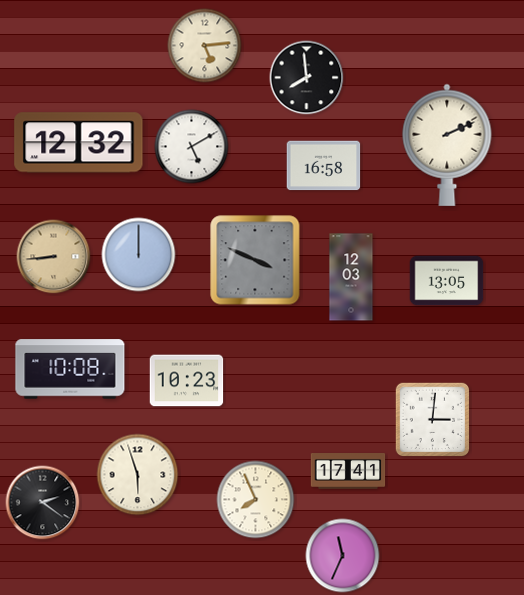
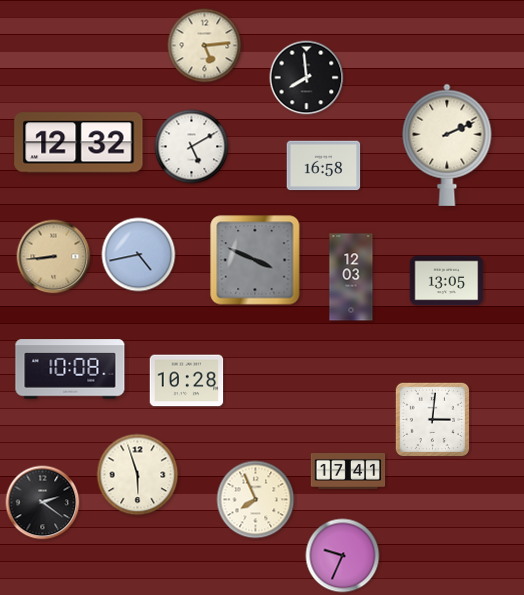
clock at (139, 255): 12:00 -> 4:43
clock at (187, 381): 10:23 -> 10:28
clock at (343, 556): 11:34 -> 9:34
